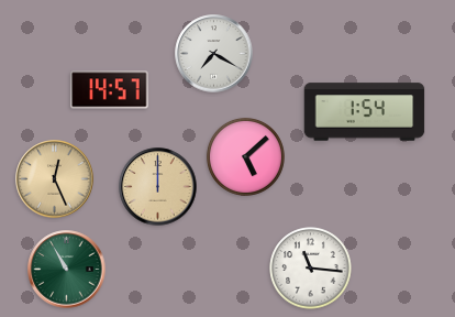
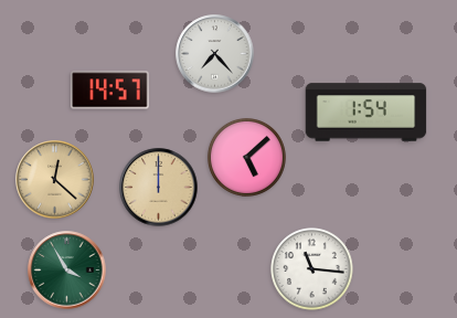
clock at (214, 54): 7:20 -> 7:23
clock at (55, 179): 12:26 -> 12:22
clock at (67, 270): 10:55 -> 3:55
